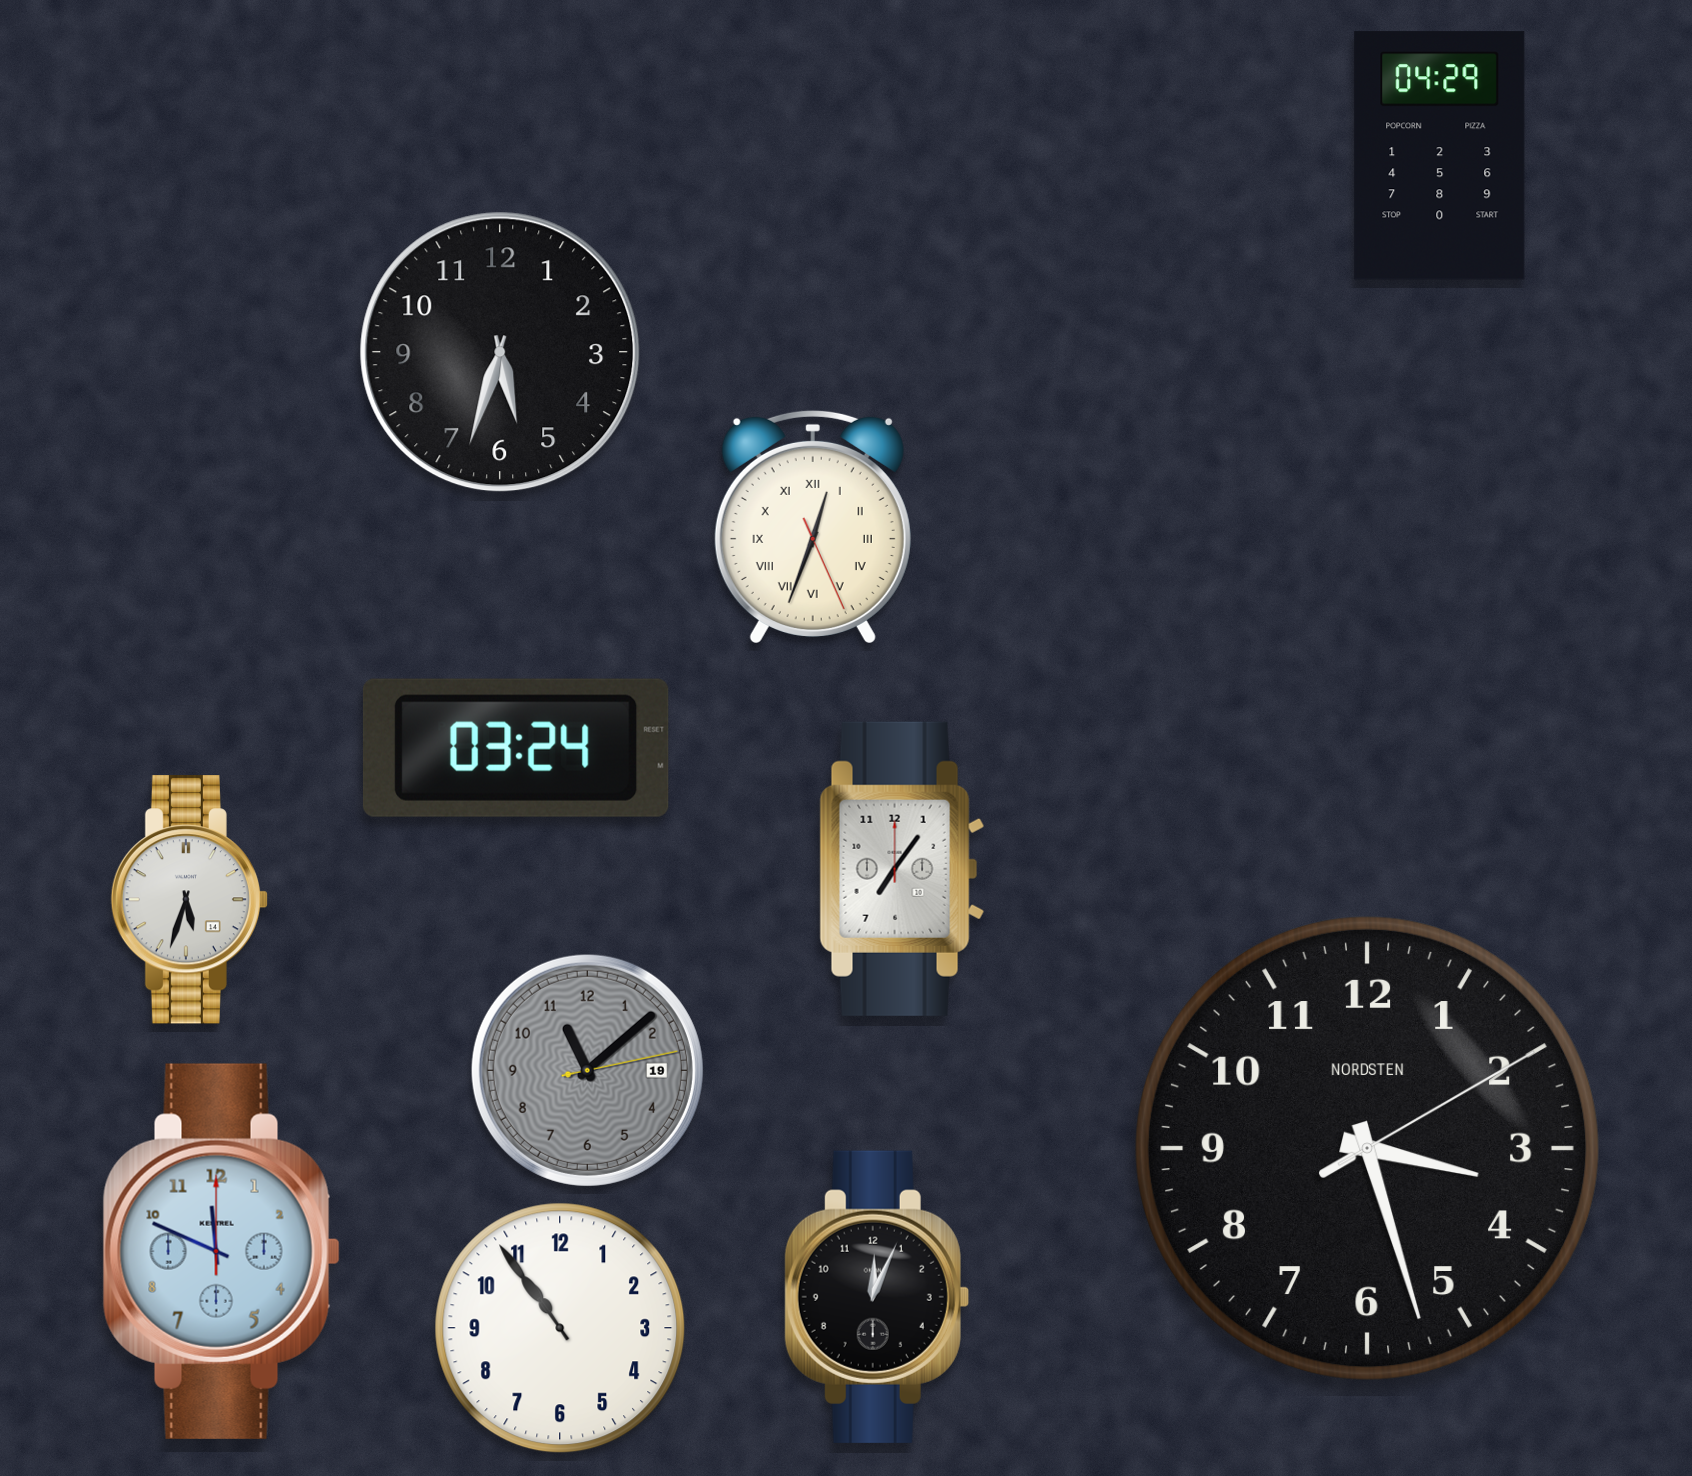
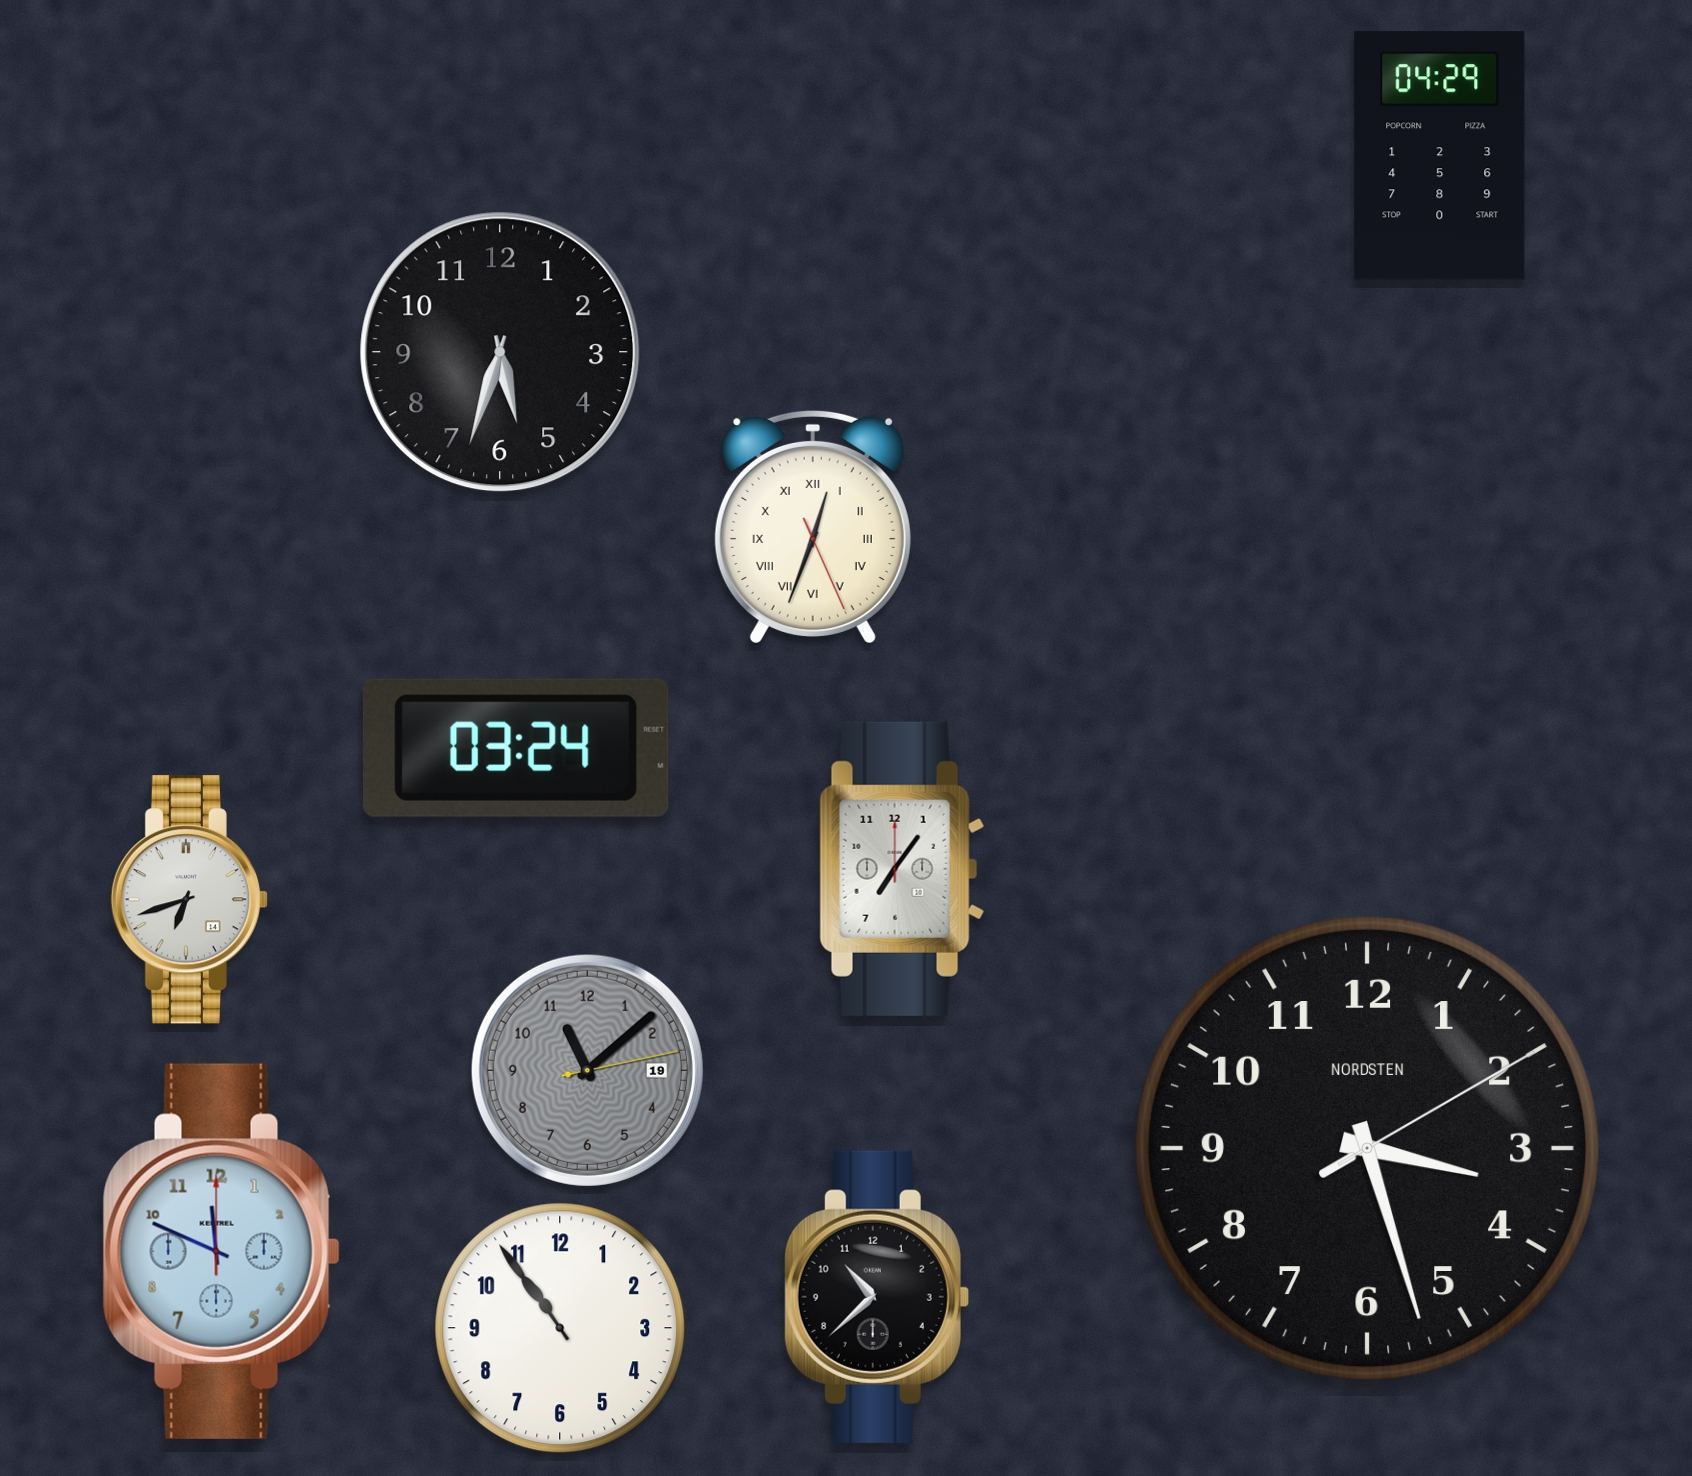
clock at (189, 900): 5:33 -> 6:42
clock at (877, 1297): 12:04 -> 10:38
